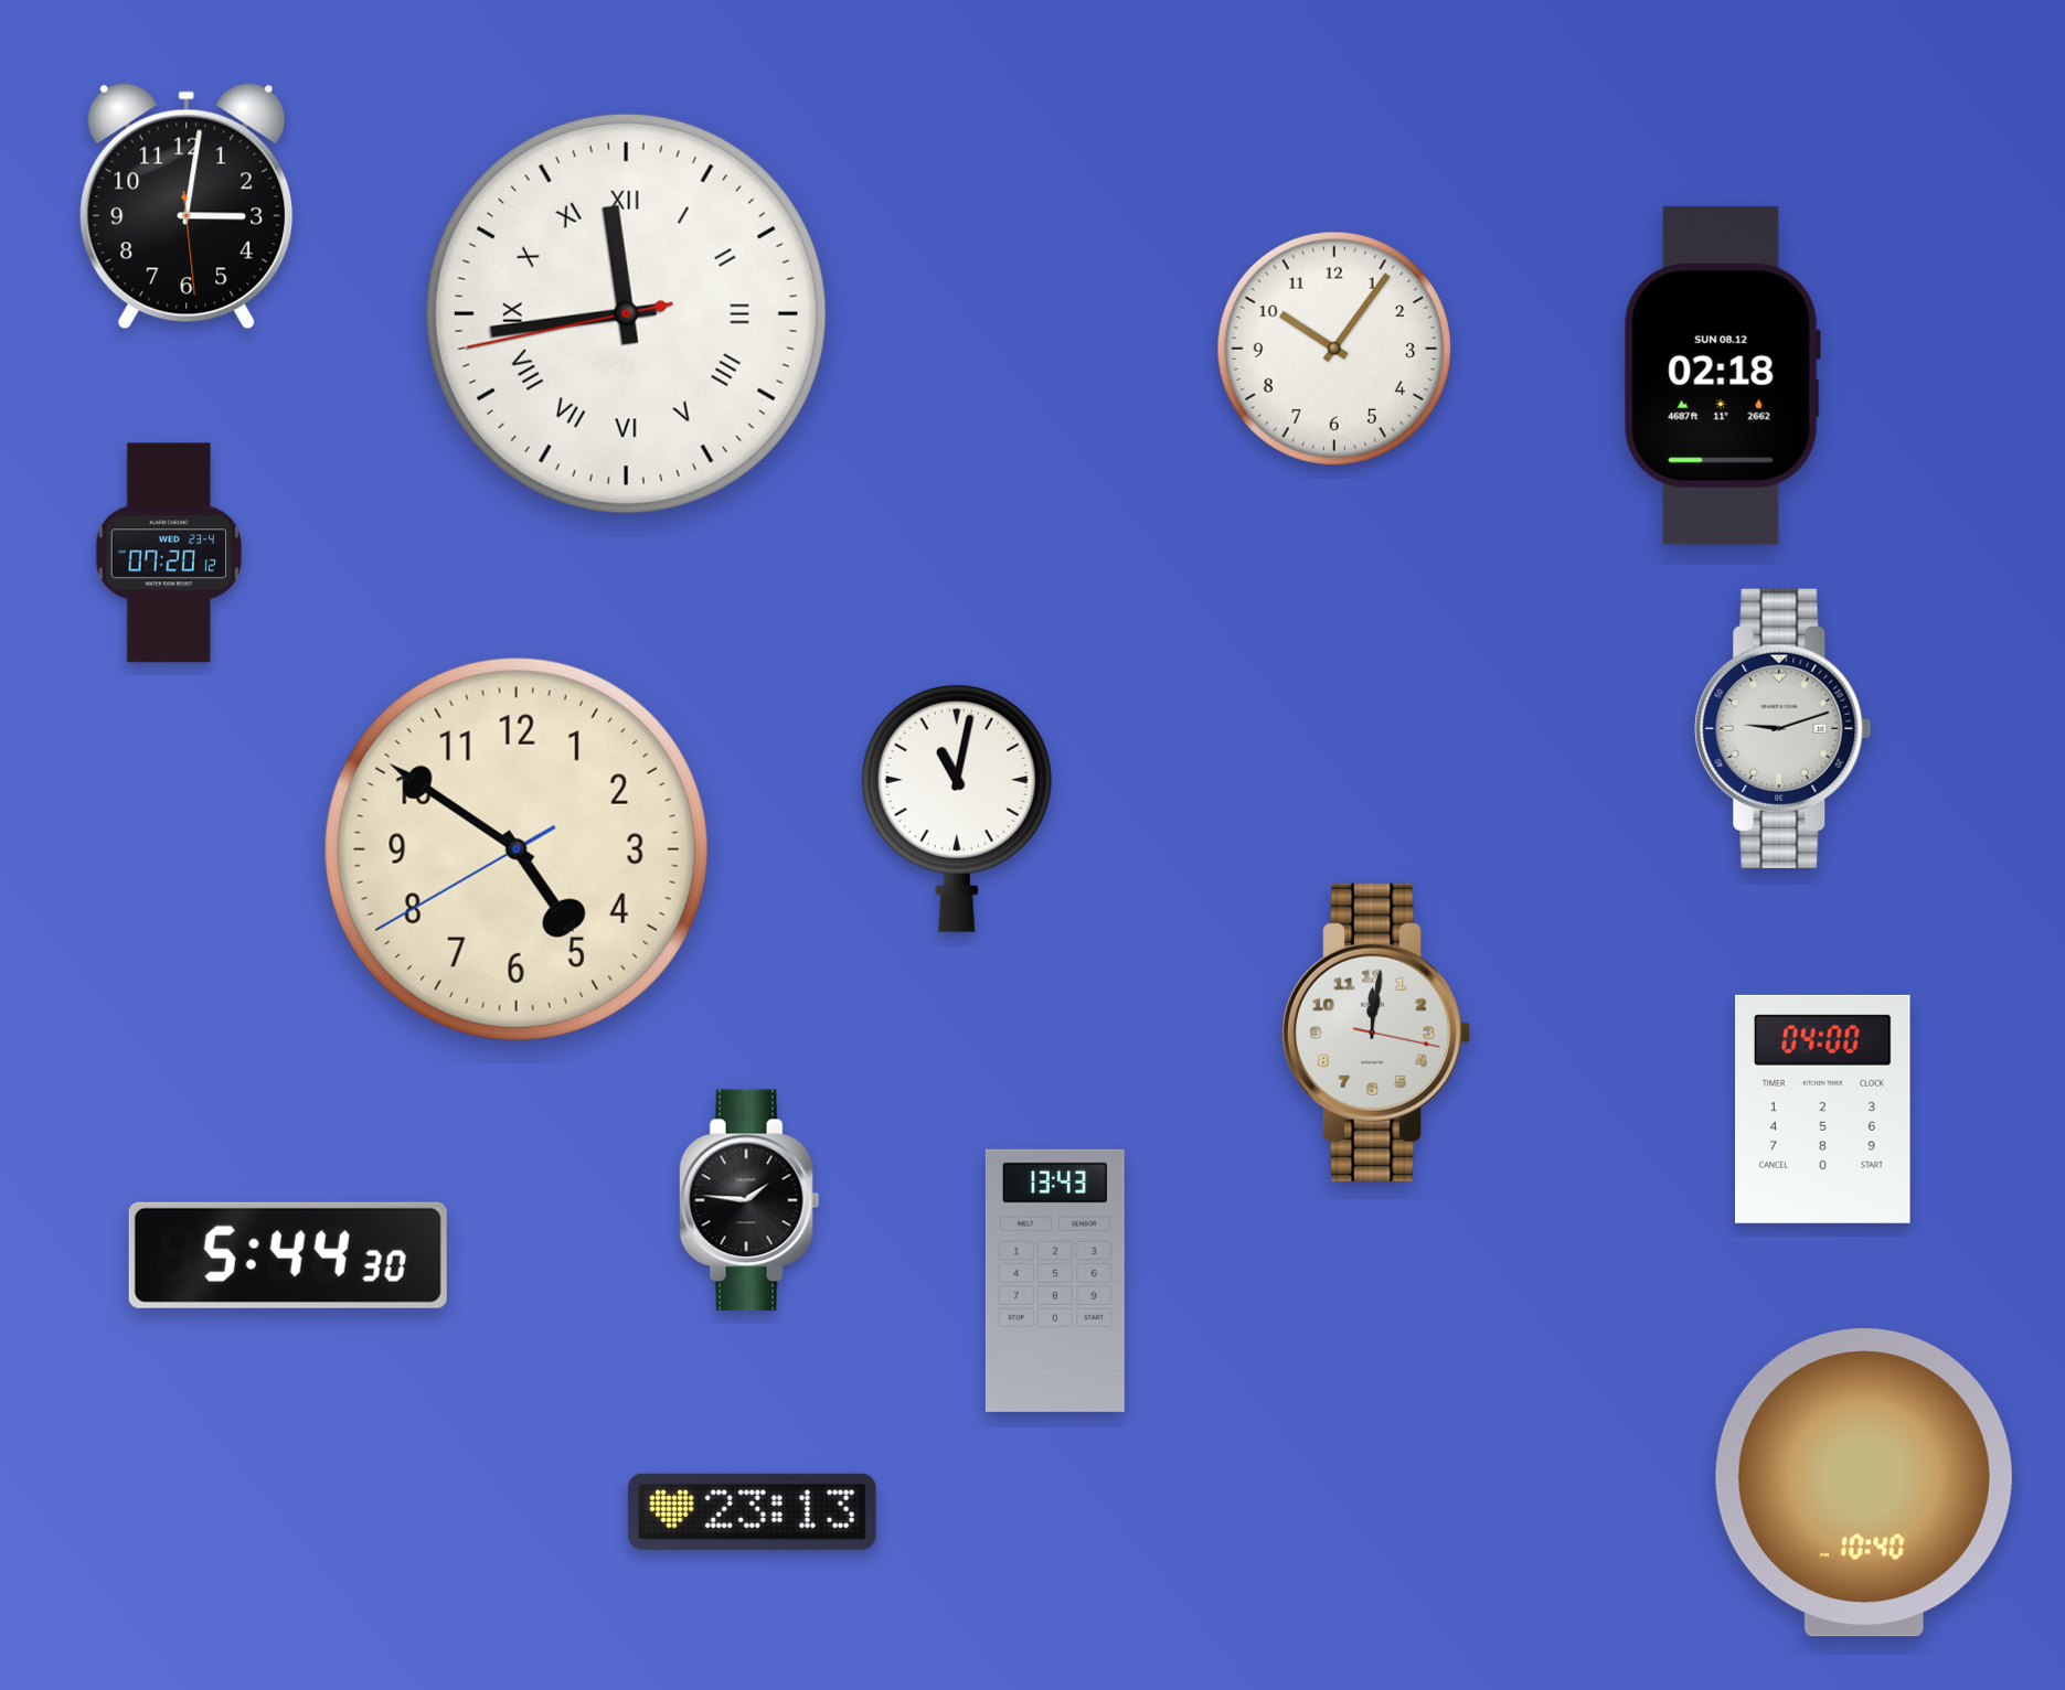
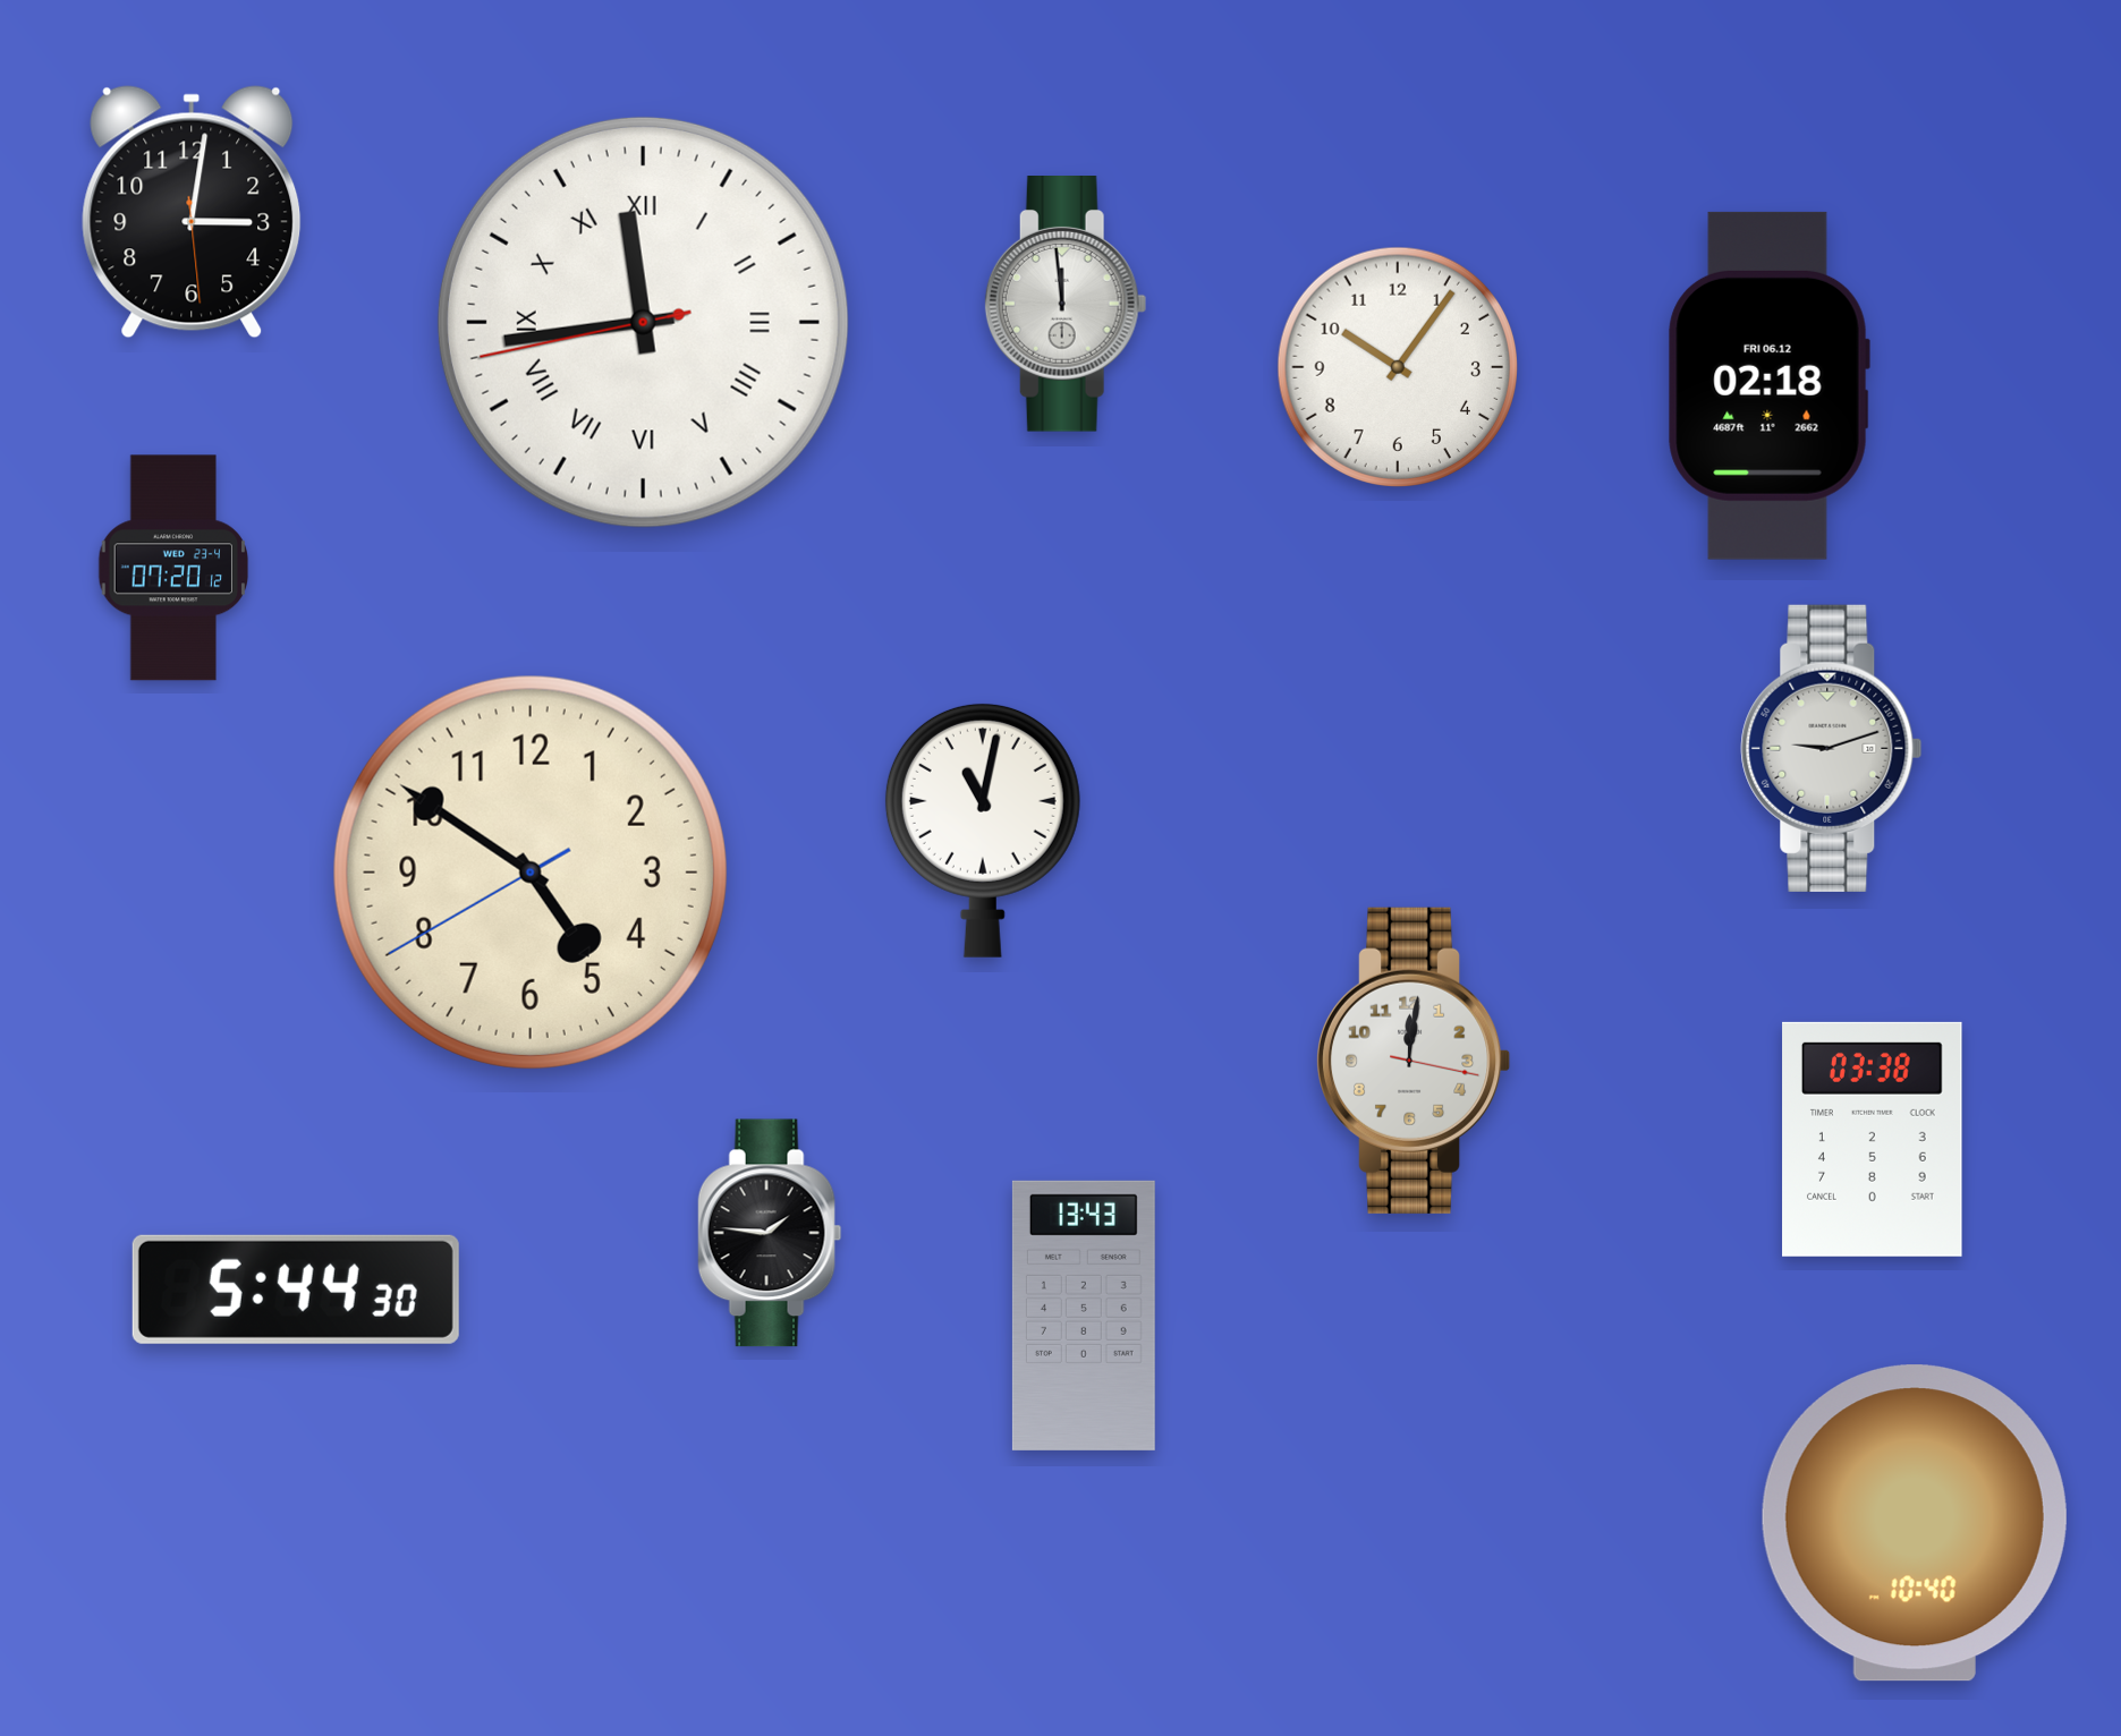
clock at (1066, 305): none -> 11:59
clock at (1333, 347) position: (1333, 347) -> (1397, 366)
clock at (1722, 375) date: SUN 08.12 -> FRI 06.12
clock at (1823, 1109): 04:00 -> 03:38
clock at (752, 1511): 23:13 -> none
